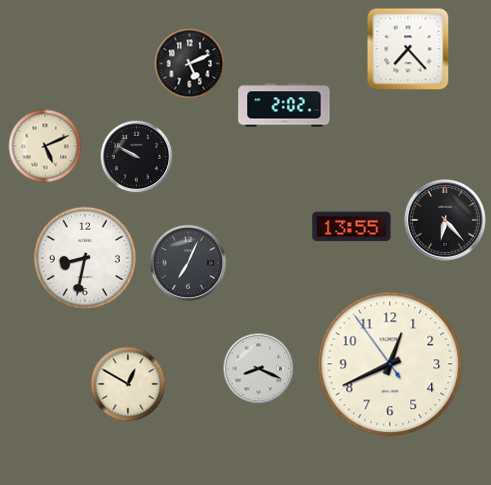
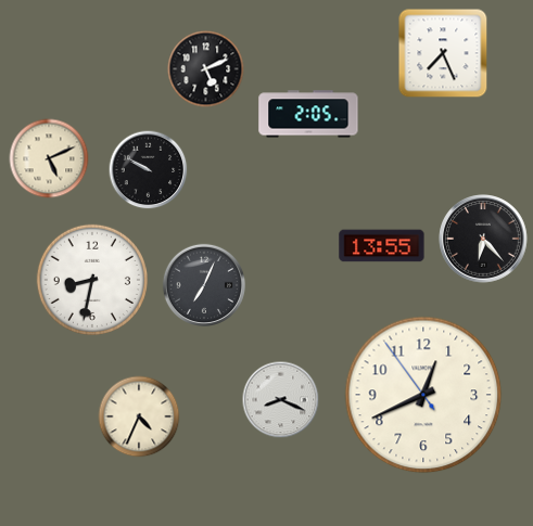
clock at (408, 49): 7:23 -> 7:26
clock at (284, 105): 2:02 -> 2:05
clock at (128, 384): 12:50 -> 4:34
